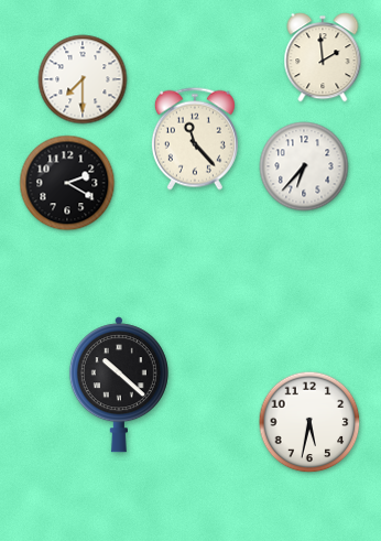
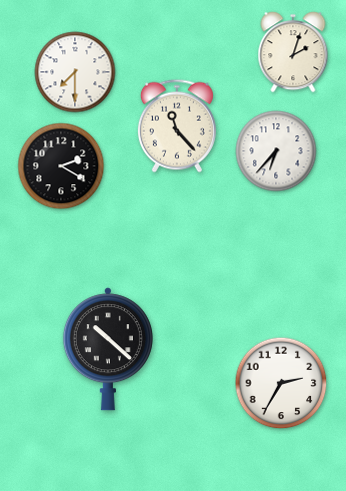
clock at (323, 57): 1:59 -> 2:03
clock at (309, 422): 5:32 -> 2:35
